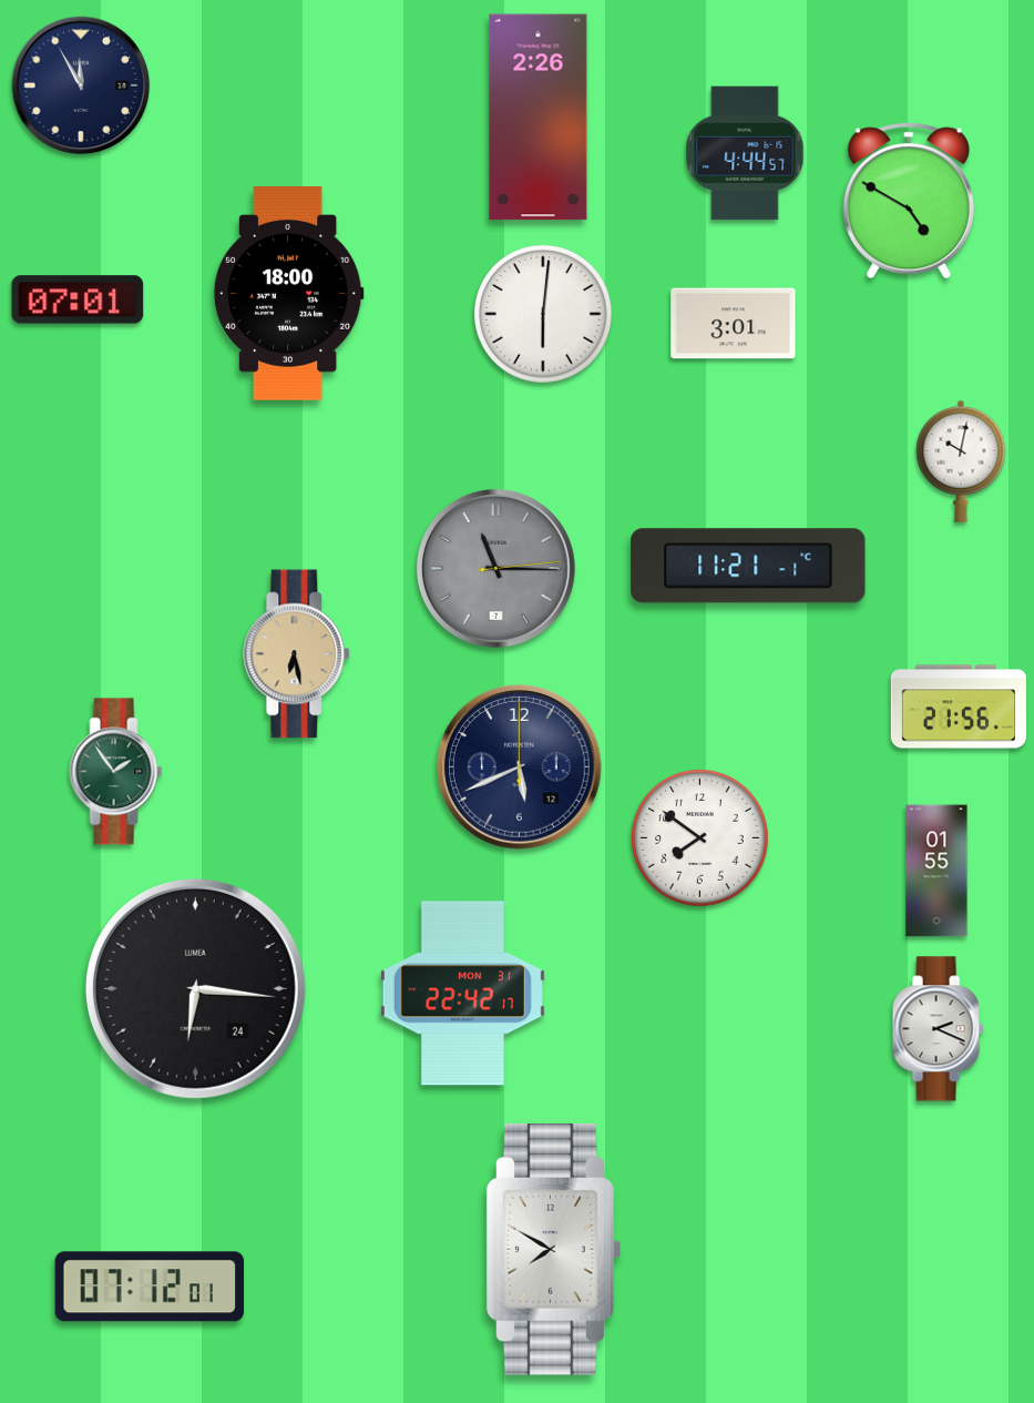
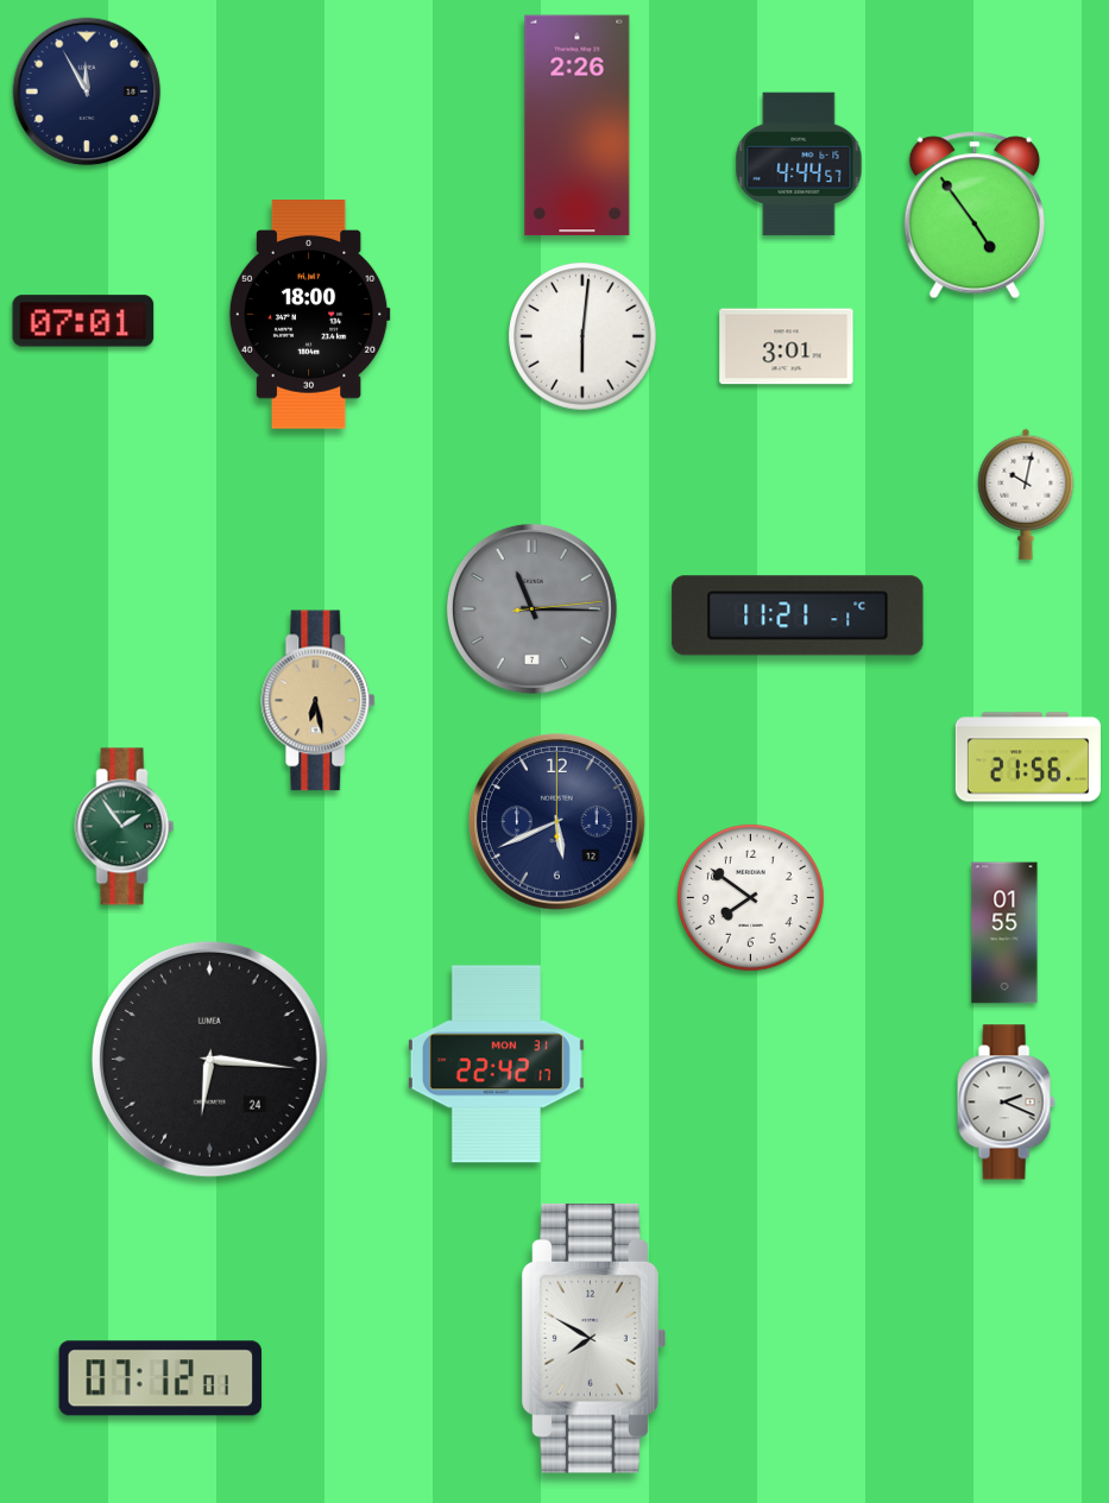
clock at (909, 201): 4:50 -> 4:54
clock at (961, 461) position: (961, 461) -> (1026, 494)
clock at (748, 566) position: (748, 566) -> (798, 615)
